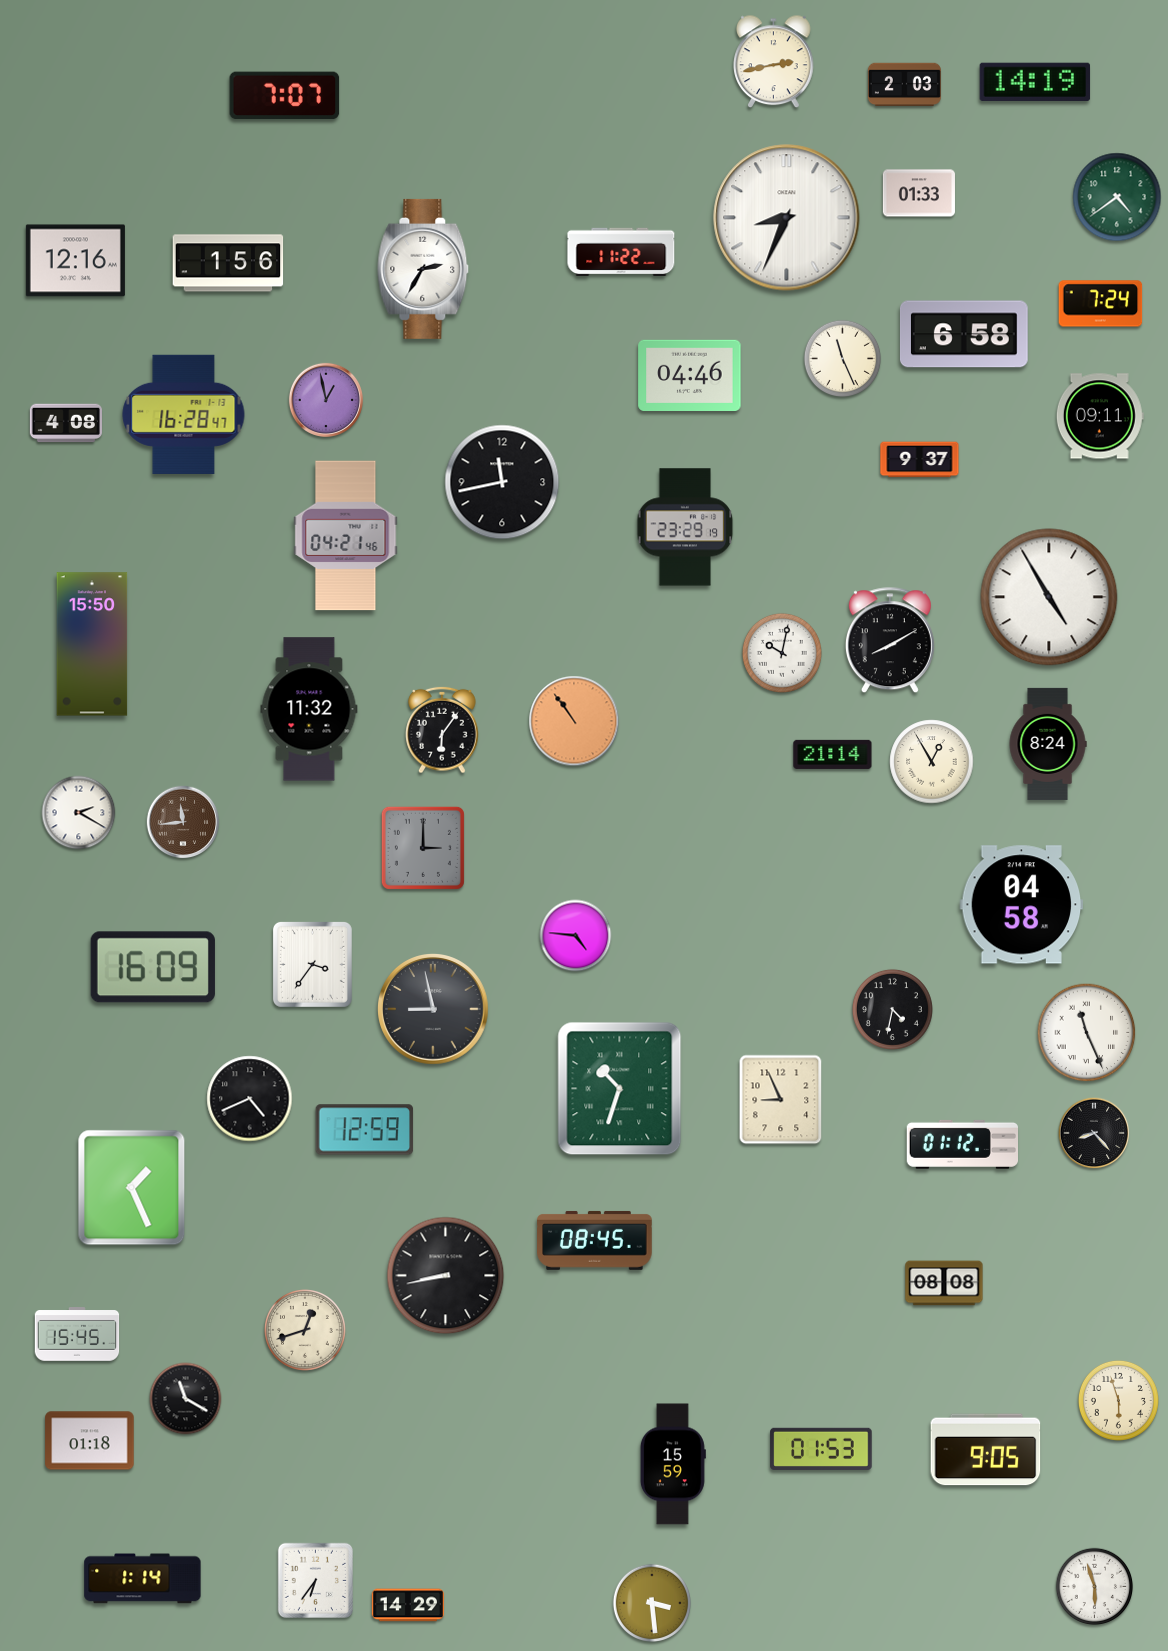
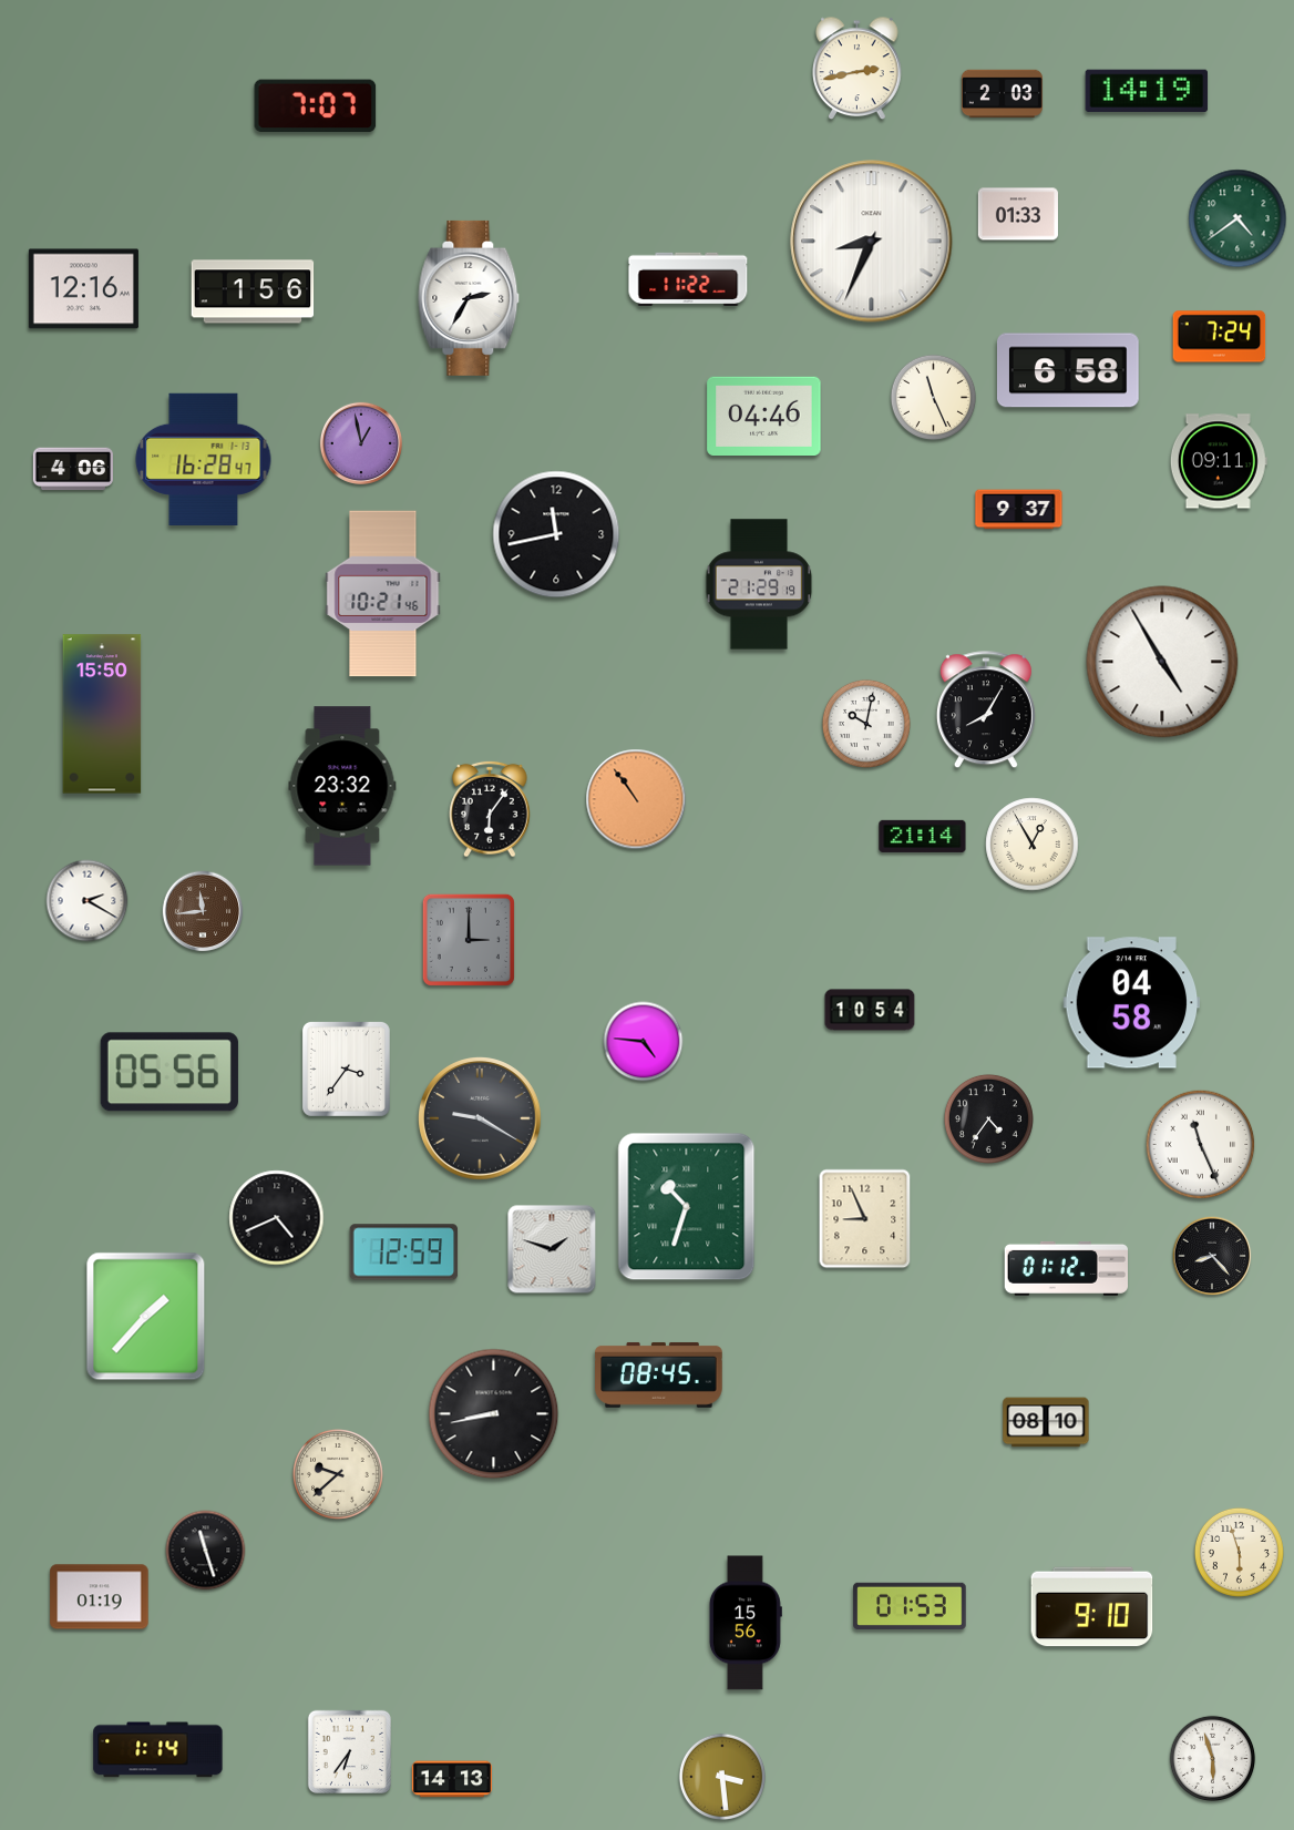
clock at (66, 423): 4:08 -> 4:06
clock at (685, 527): 23:29 -> 21:29
clock at (346, 536): 04:21 -> 10:21
clock at (890, 641): 8:10 -> 8:05
clock at (309, 709): 11:32 -> 23:32
clock at (1048, 744): 8:24 -> none
clock at (870, 1010): none -> 10:54
clock at (576, 936) position: (576, 936) -> (644, 1042)
clock at (153, 967): 16:09 -> 05:56
clock at (433, 1009): 8:58 -> 9:20
clock at (892, 1009): 4:32 -> 4:36
clock at (1087, 1033) position: (1087, 1033) -> (1201, 1145)
clock at (552, 1249): none -> 1:48
clock at (132, 1188): 1:26 -> 1:37
clock at (944, 1283): 08:08 -> 08:10
clock at (306, 1331): 12:42 -> 9:38
clock at (77, 1334): 15:45 -> none
clock at (186, 1399): 11:20 -> 11:27
clock at (90, 1441): 01:18 -> 01:19
clock at (986, 1450): 9:05 -> 9:10
clock at (673, 1464): 15:59 -> 15:56
clock at (408, 1605): 14:29 -> 14:13
